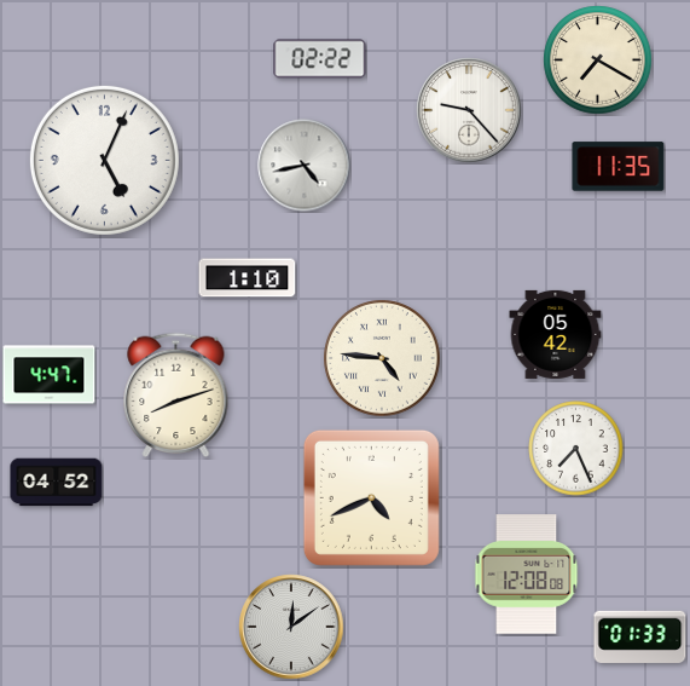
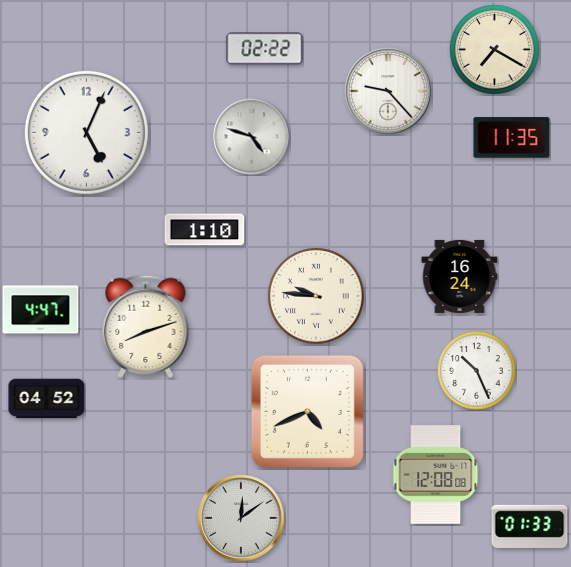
clock at (305, 166): 4:43 -> 4:48
clock at (556, 334): 05:42 -> 16:24
clock at (382, 358): 4:46 -> 9:46
clock at (576, 449): 7:26 -> 10:26
